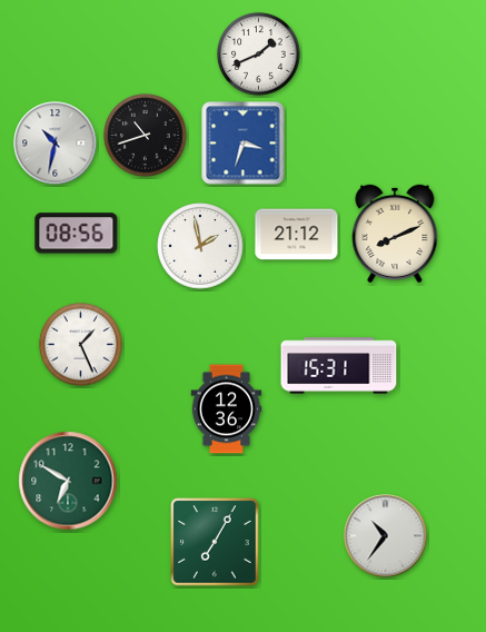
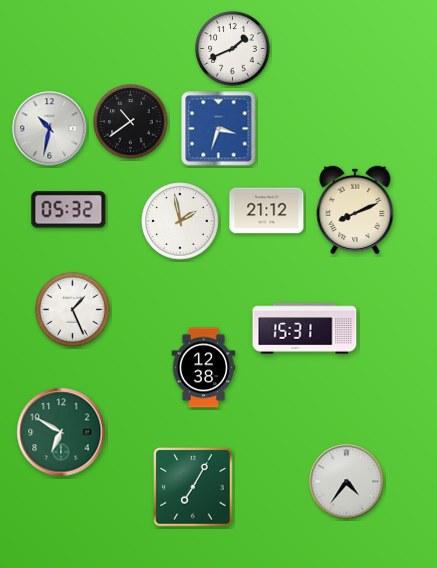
clock at (146, 136): 10:42 -> 10:39
clock at (77, 234): 08:56 -> 05:32
clock at (227, 409): 12:36 -> 12:38
clock at (386, 536): 10:36 -> 4:36
